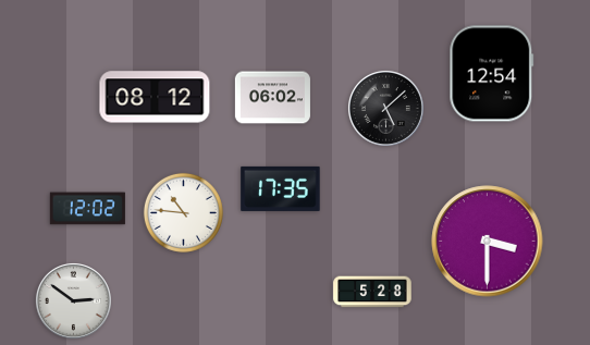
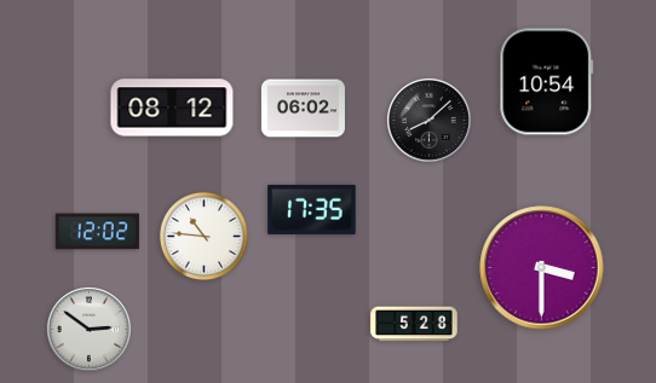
clock at (492, 74): 12:54 -> 10:54
clock at (385, 108): 5:08 -> 8:08
clock at (73, 300) position: (73, 300) -> (88, 329)
